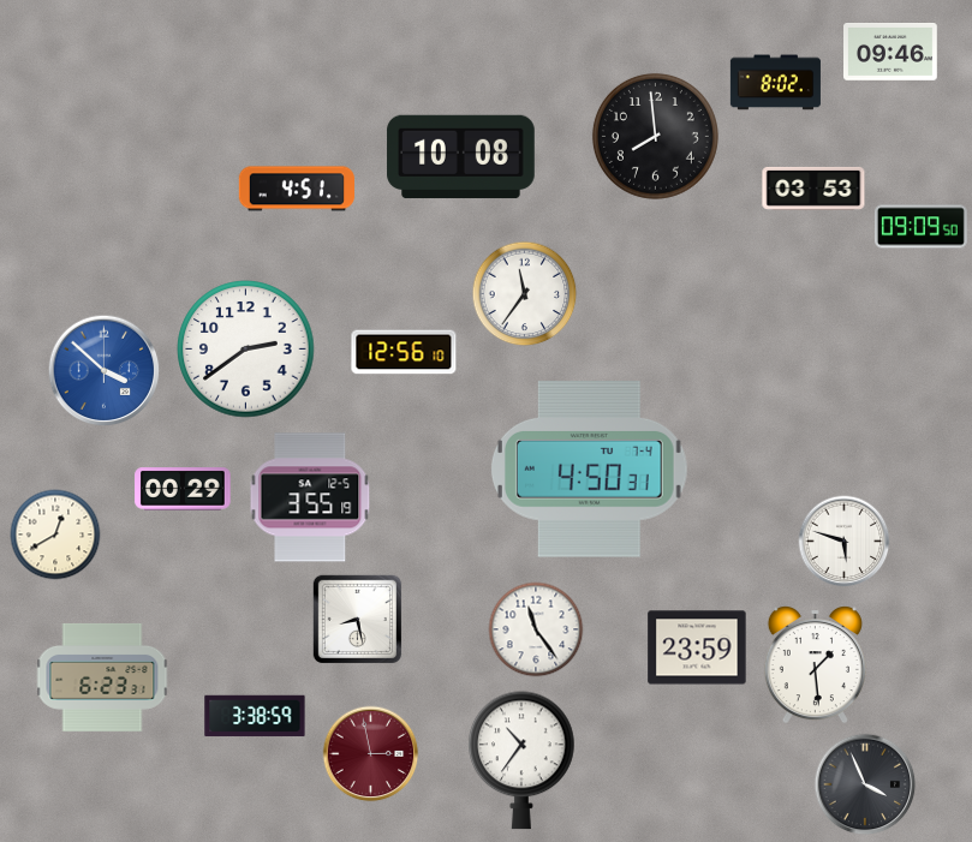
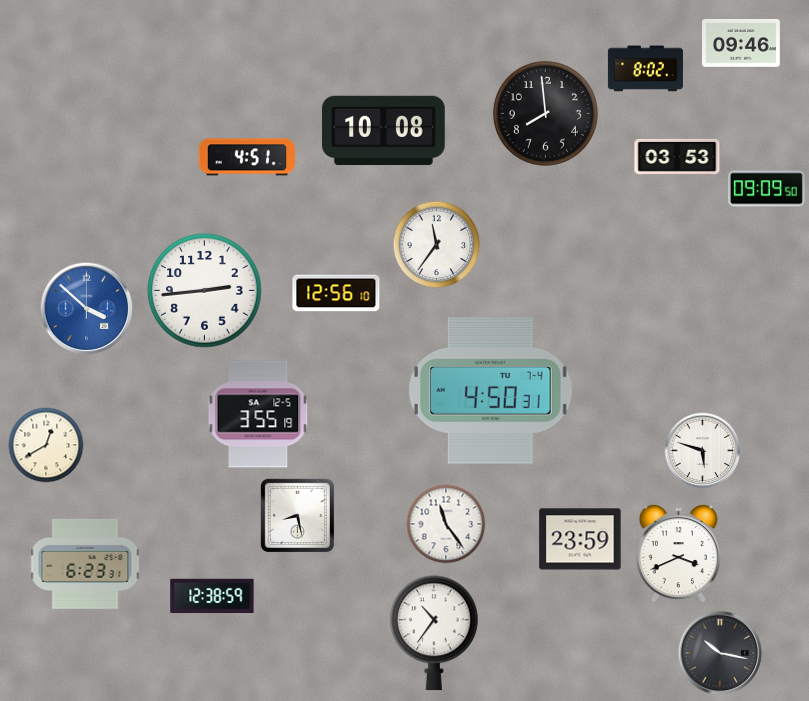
clock at (246, 350): 2:39 -> 2:44
clock at (183, 489): 00:29 -> none
clock at (815, 665): 1:29 -> 3:41
clock at (255, 716): 3:38 -> 12:38
clock at (371, 754): 2:58 -> none
clock at (865, 784): 3:56 -> 10:17
